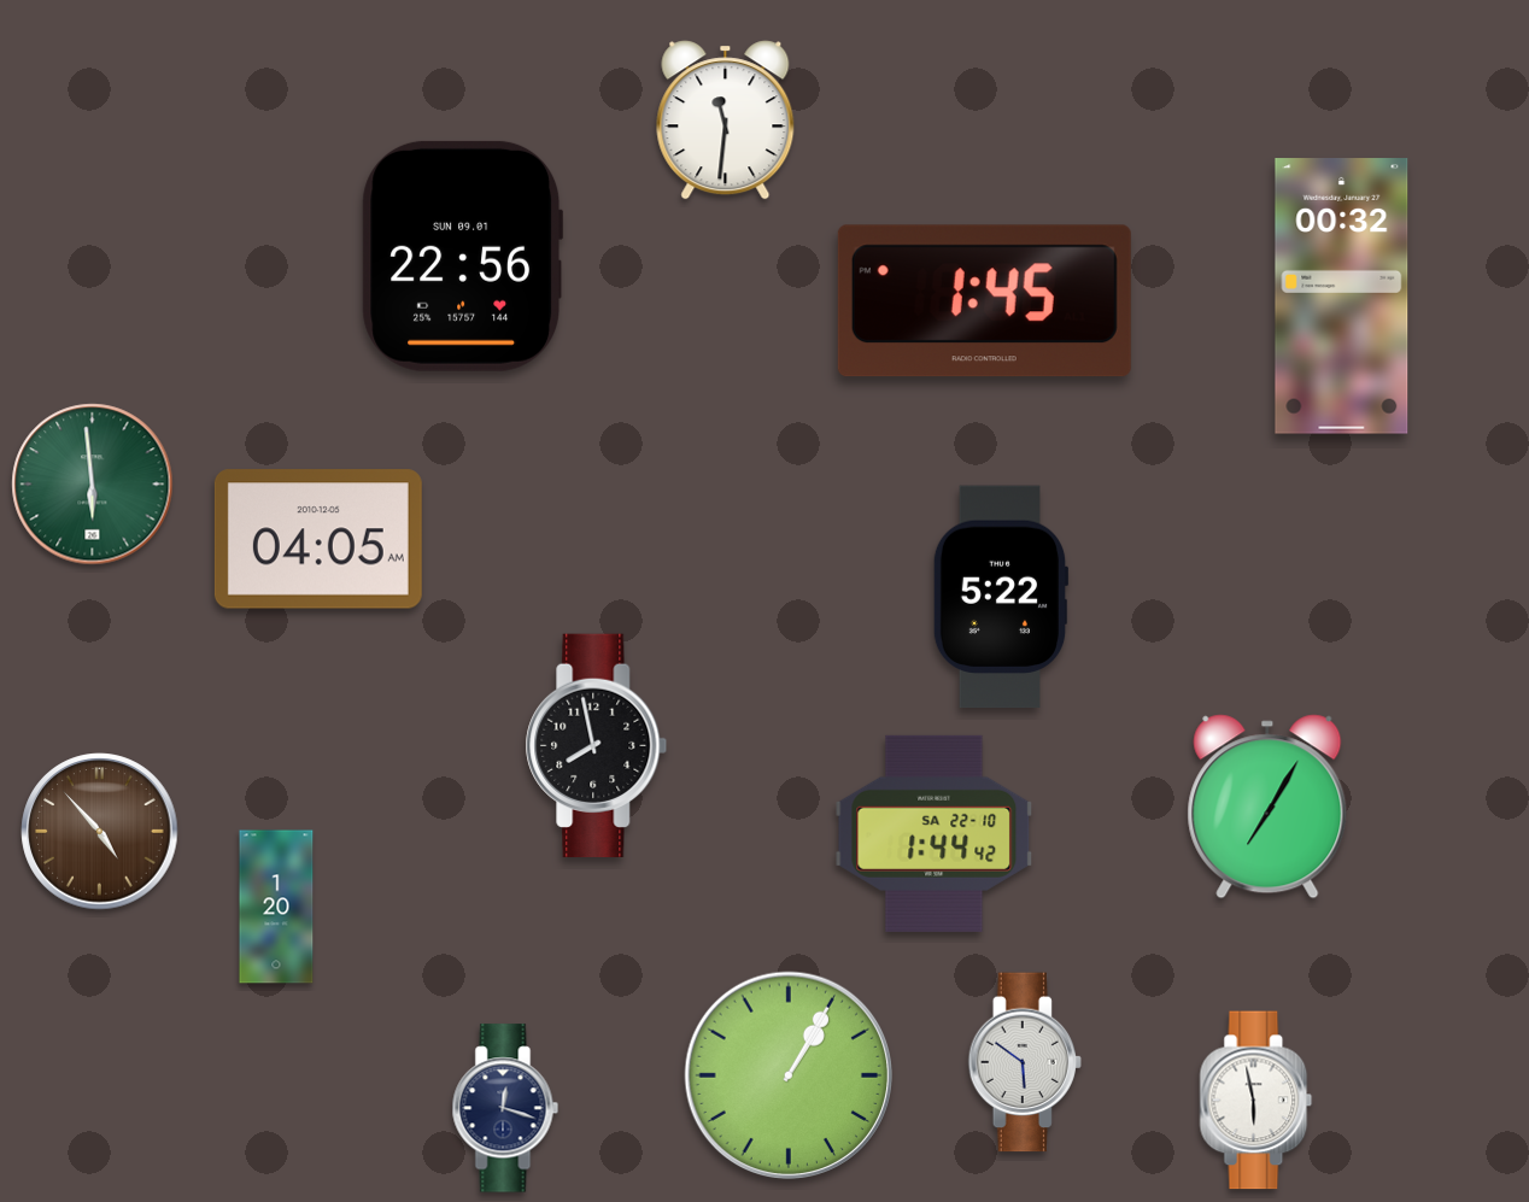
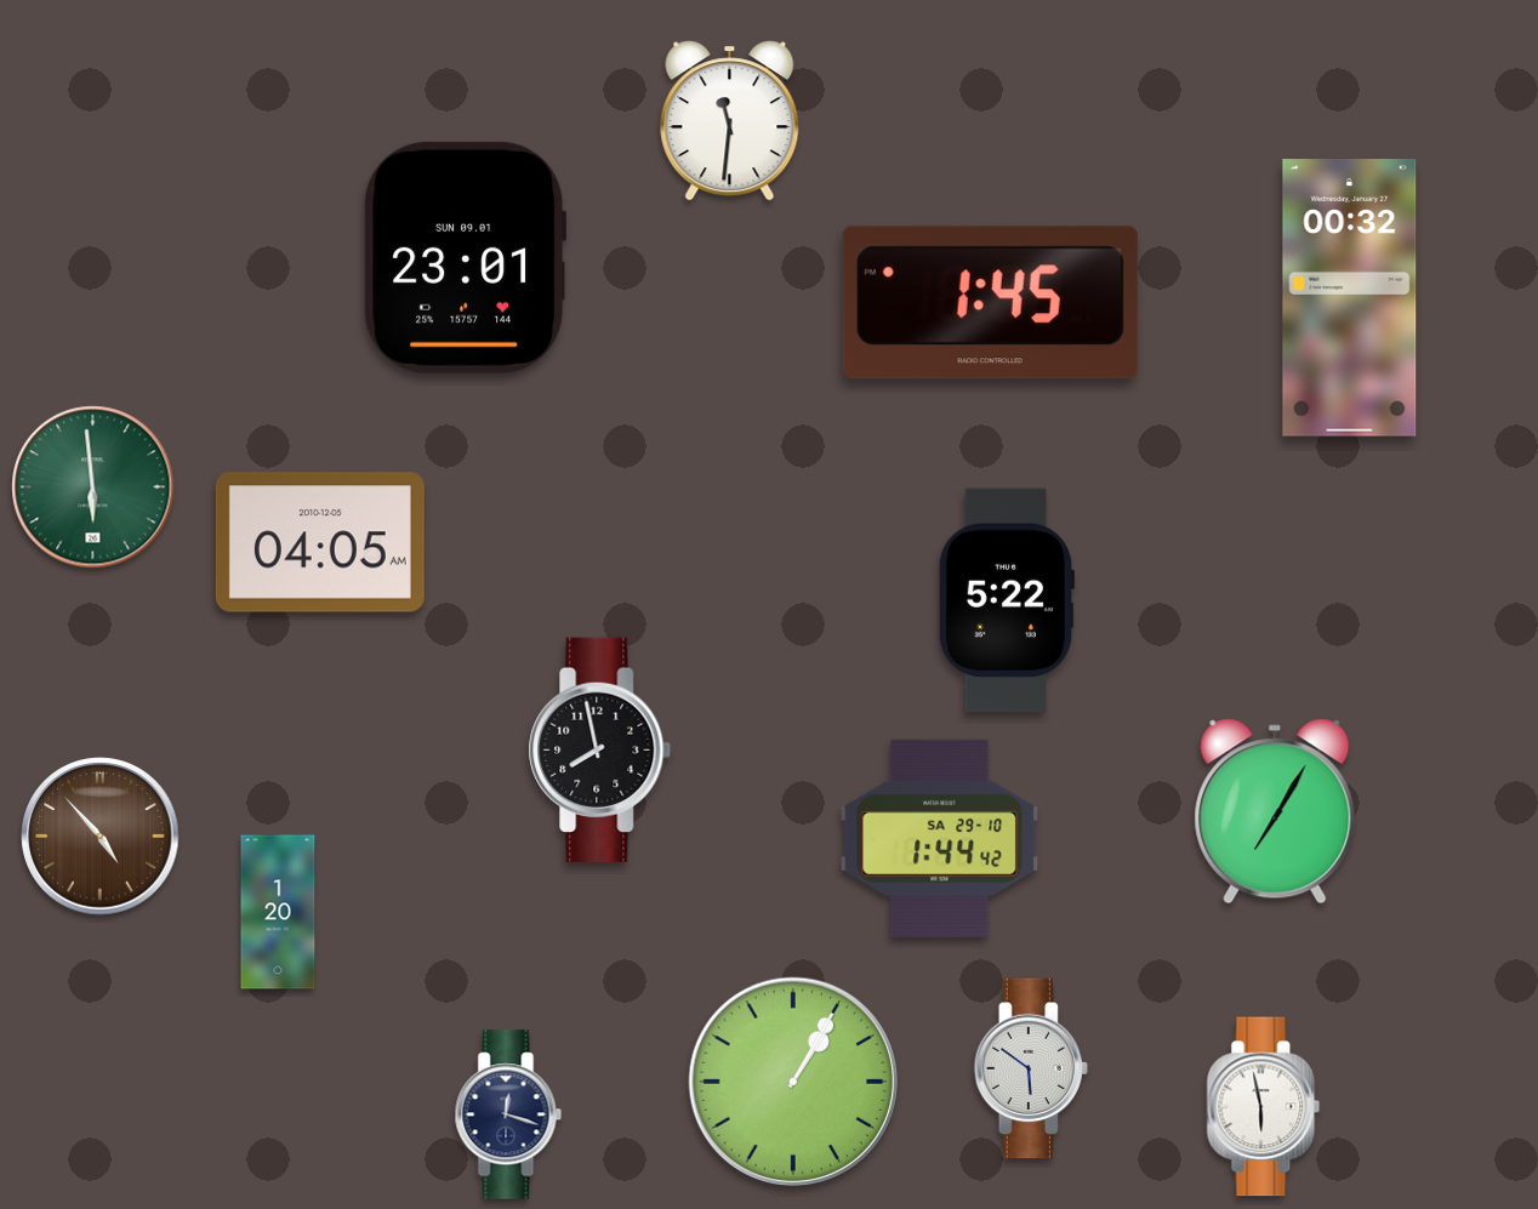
clock at (462, 256): 22:56 -> 23:01
clock at (935, 833) date: SA 22-10 -> SA 29-10
